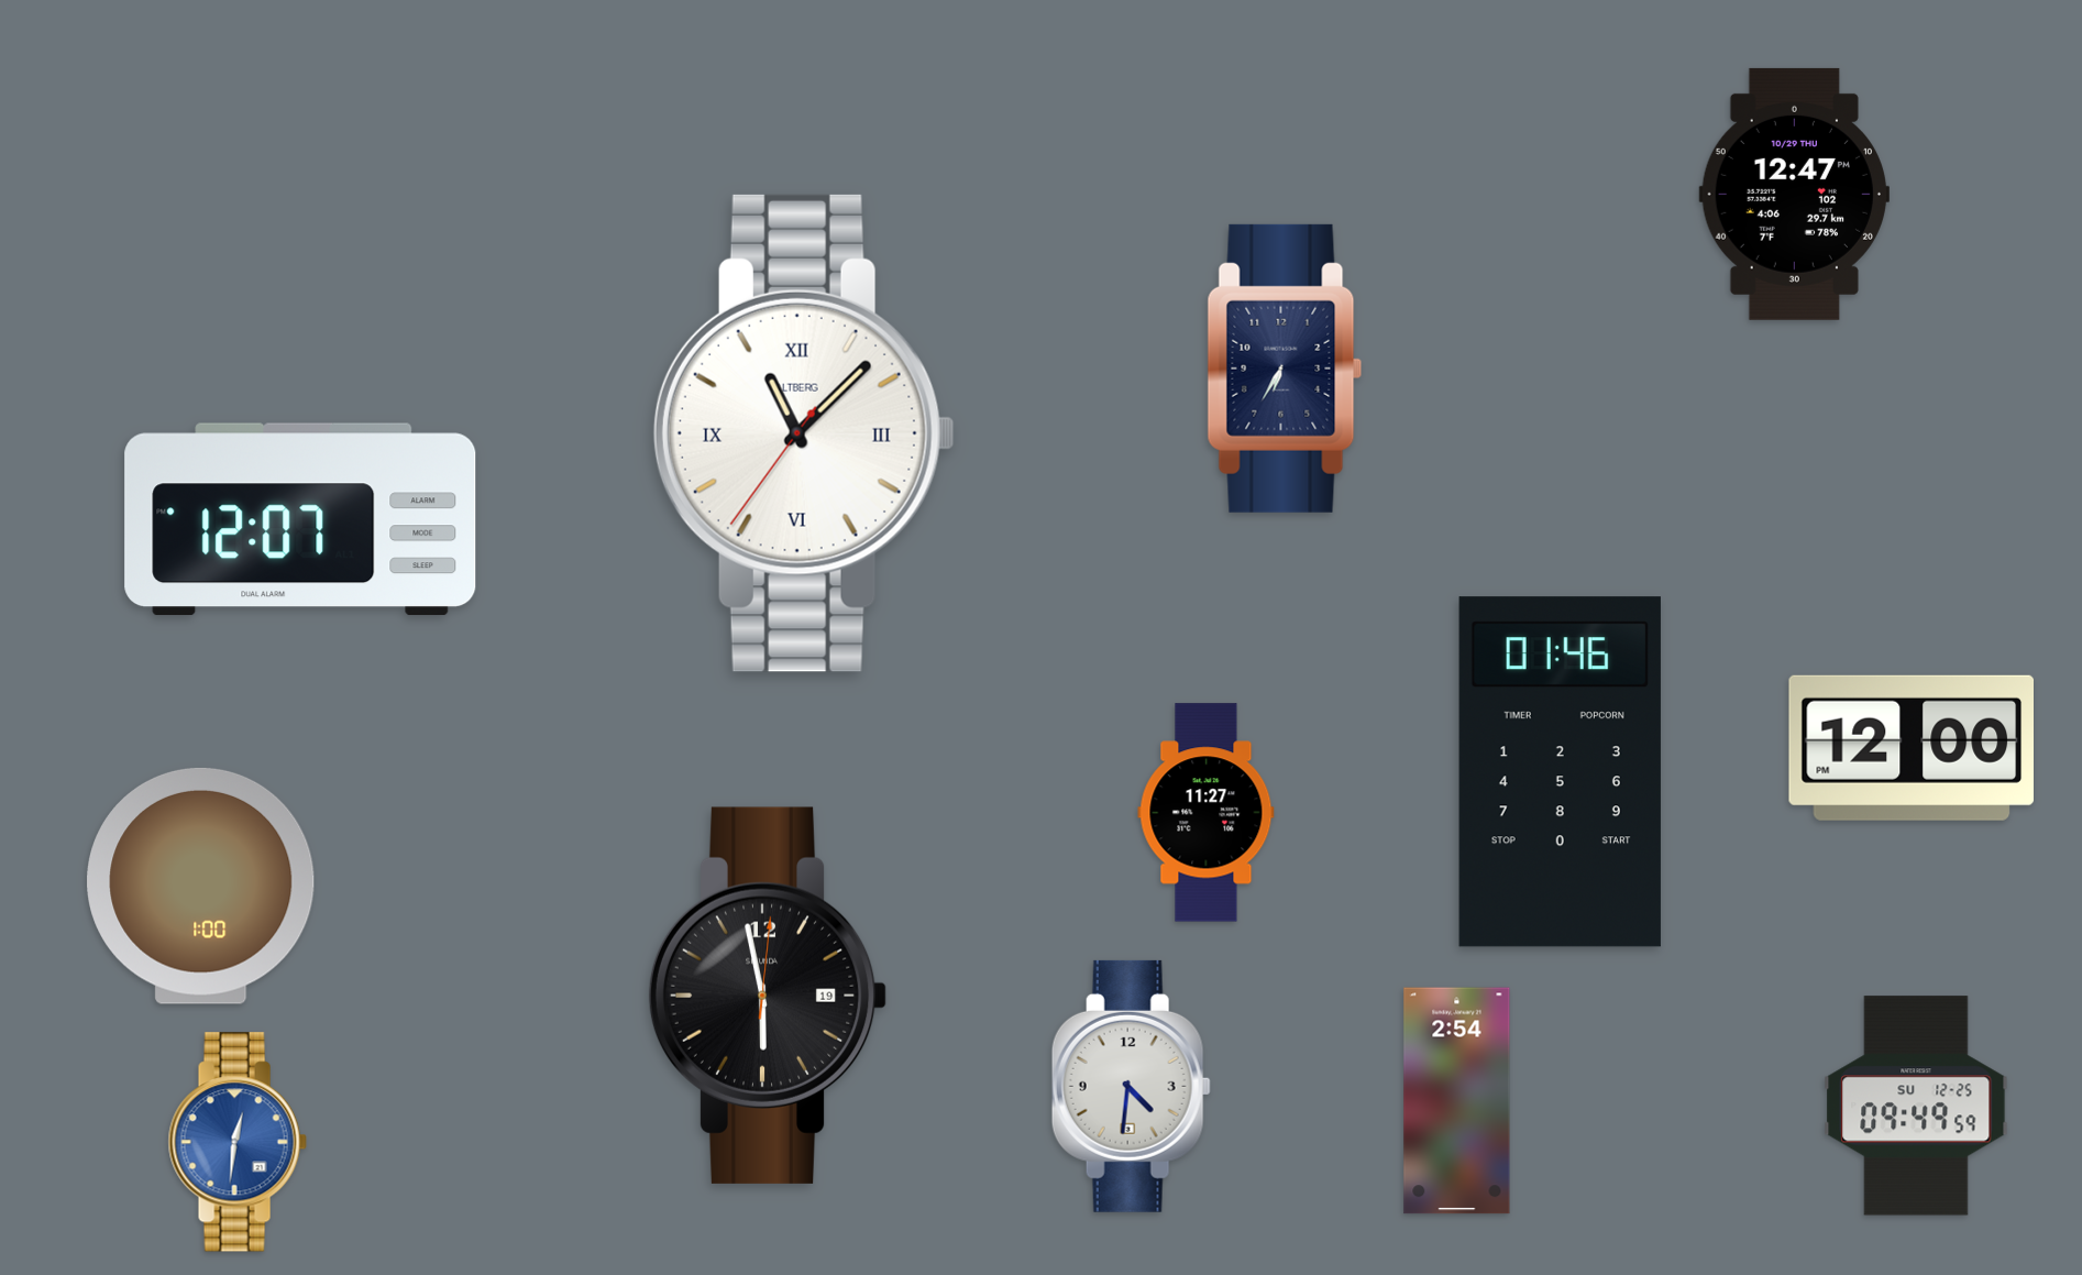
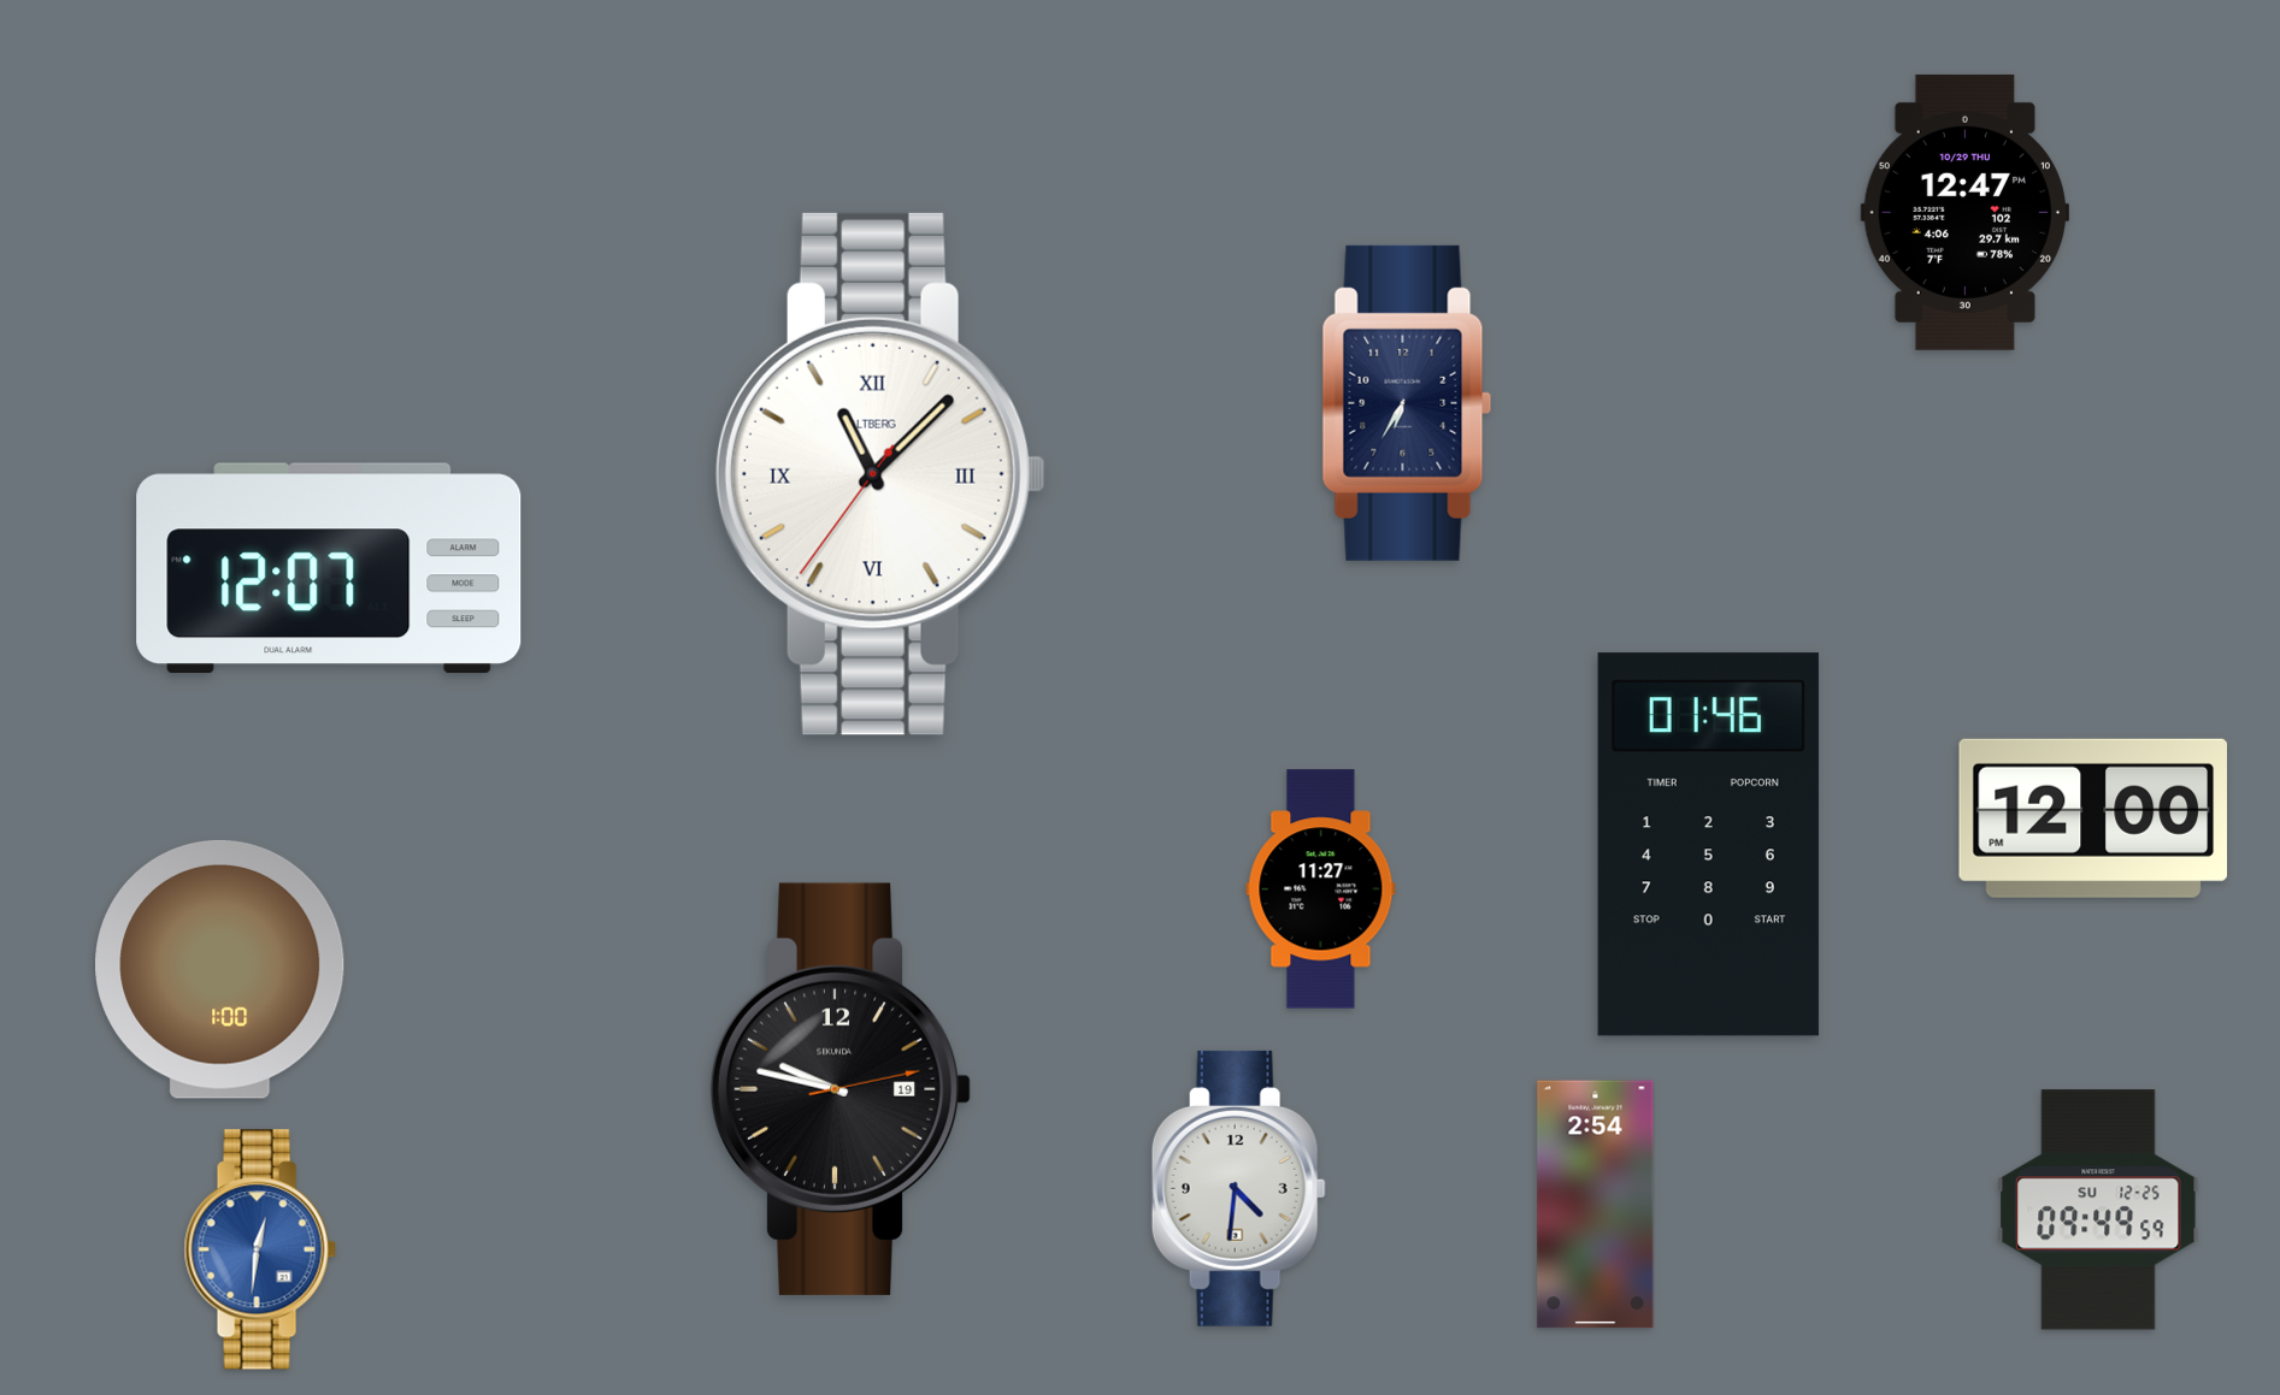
clock at (768, 996): 5:58 -> 9:47
